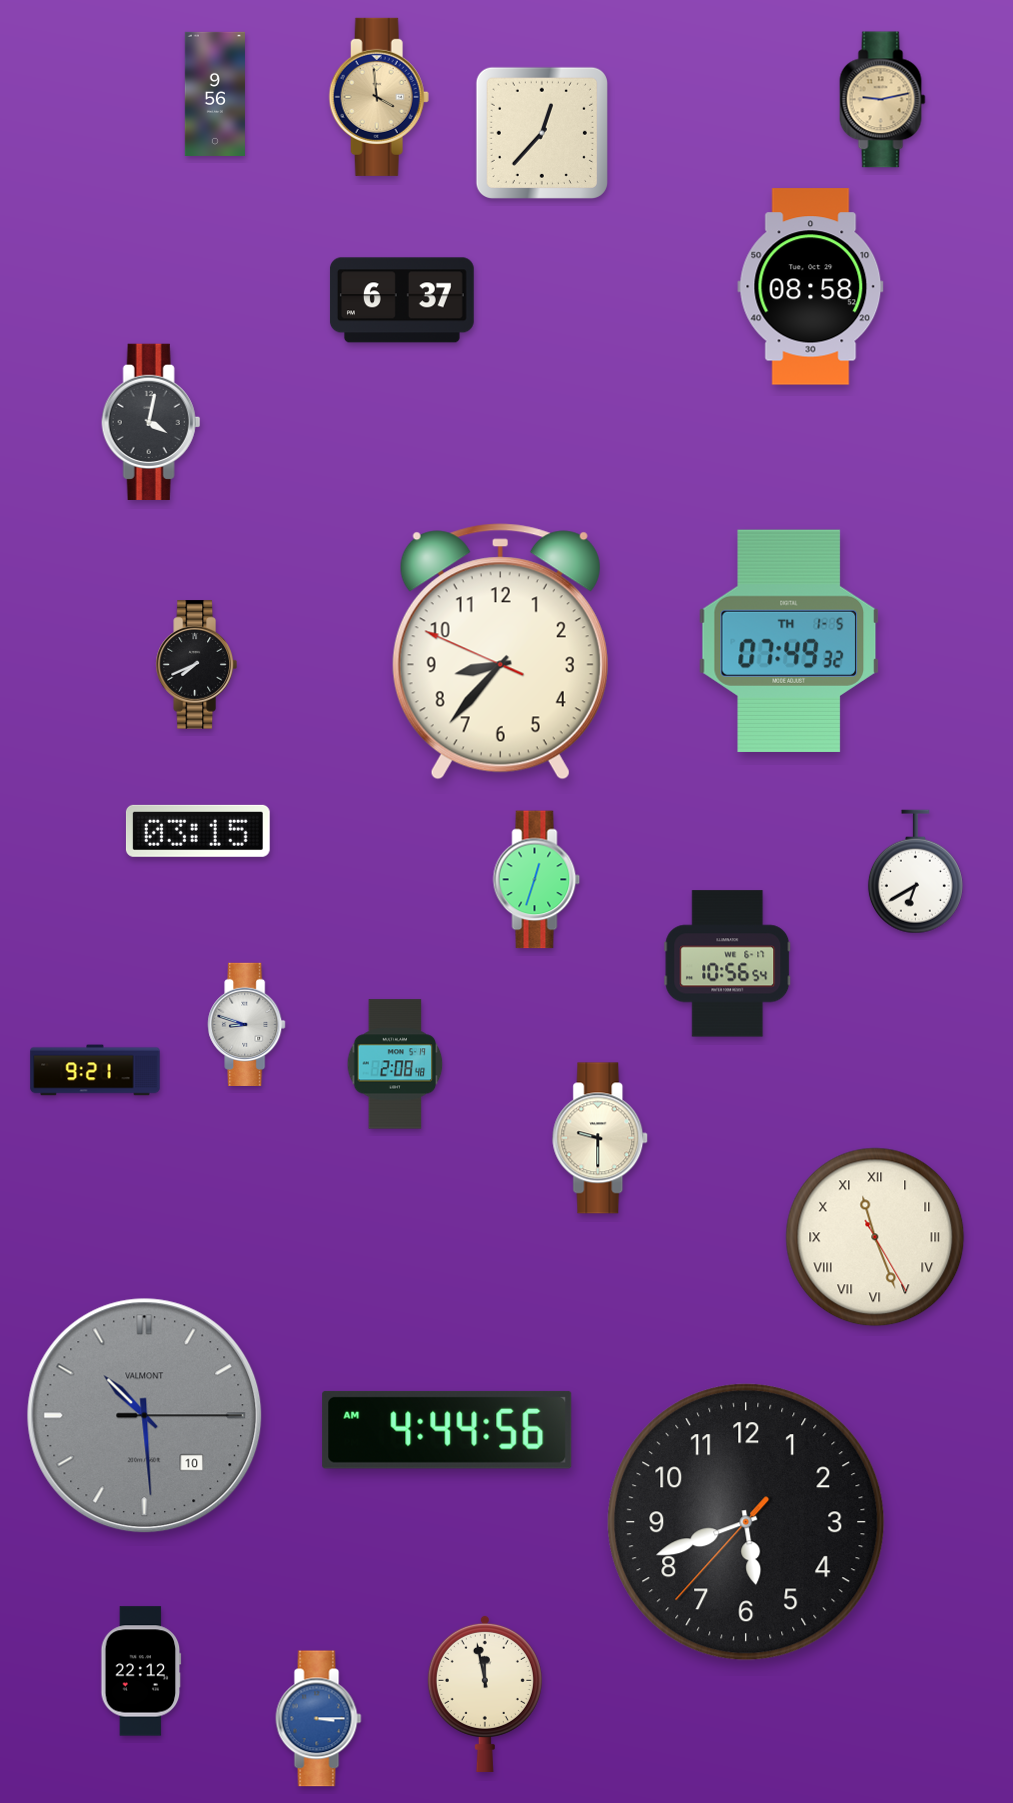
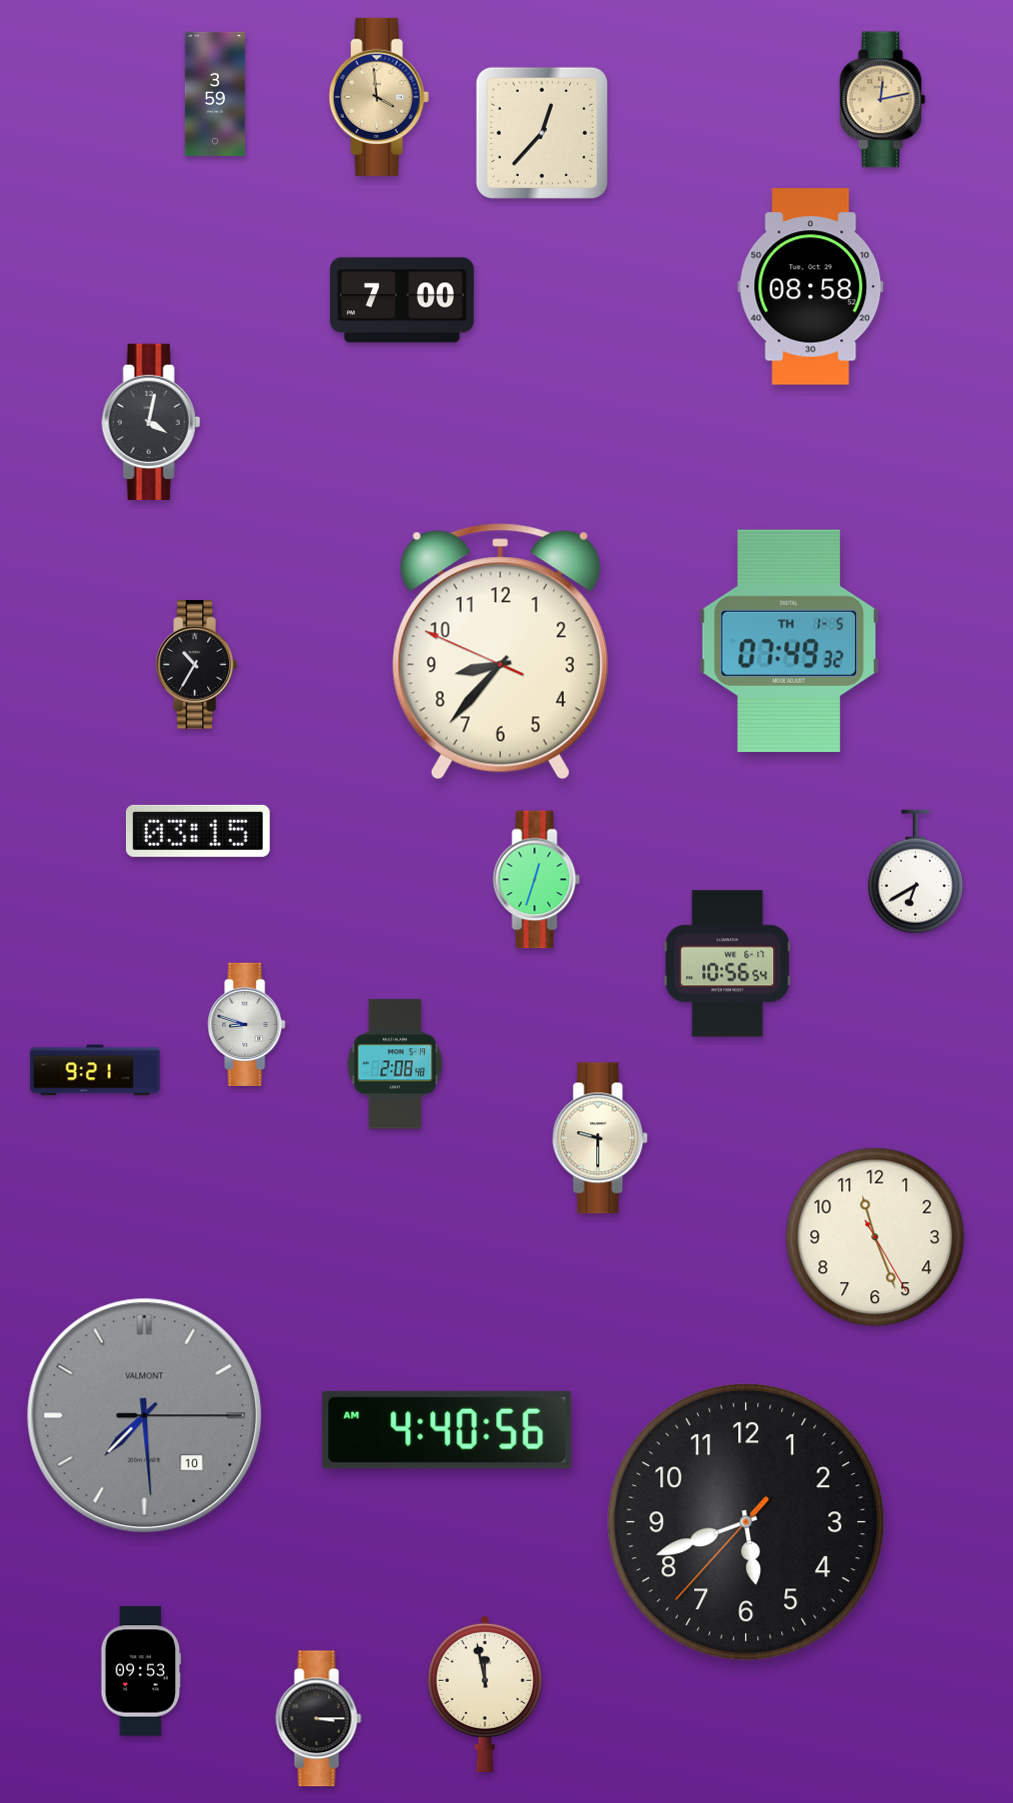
clock at (215, 94): 9:56 -> 3:59
clock at (883, 100): 9:13 -> 12:13
clock at (402, 300): 6:37 -> 7:00
clock at (196, 665): 7:41 -> 10:35
clock at (875, 1237) numerals: Roman -> Arabic
clock at (145, 1416): 10:29 -> 7:29
clock at (447, 1430): 4:44 -> 4:40
clock at (141, 1671): 22:12 -> 09:53
clock at (319, 1719) dial: blue -> black
